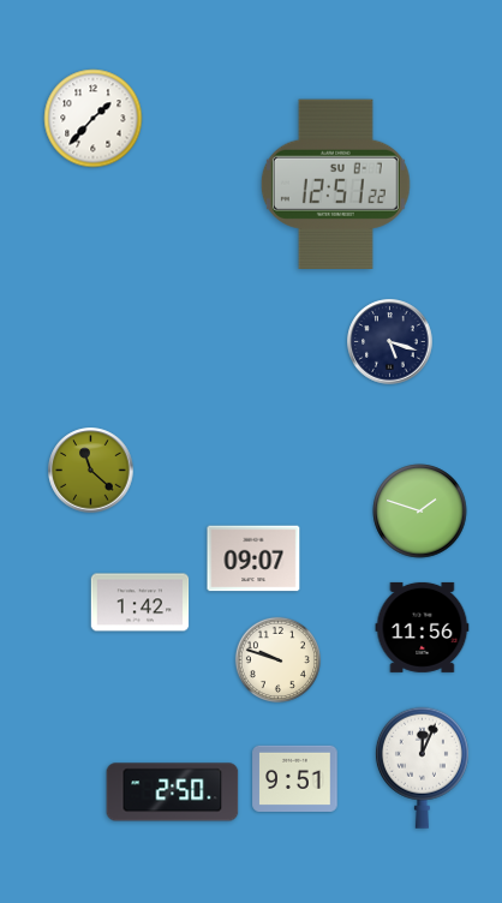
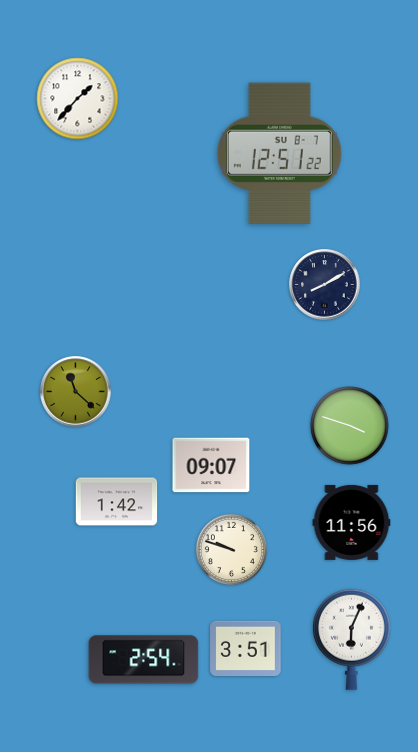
clock at (390, 342): 5:18 -> 8:10
clock at (420, 512): 1:48 -> 3:48
clock at (422, 767): 12:04 -> 6:04
clock at (295, 778): 9:51 -> 3:51
clock at (173, 793): 2:50 -> 2:54
